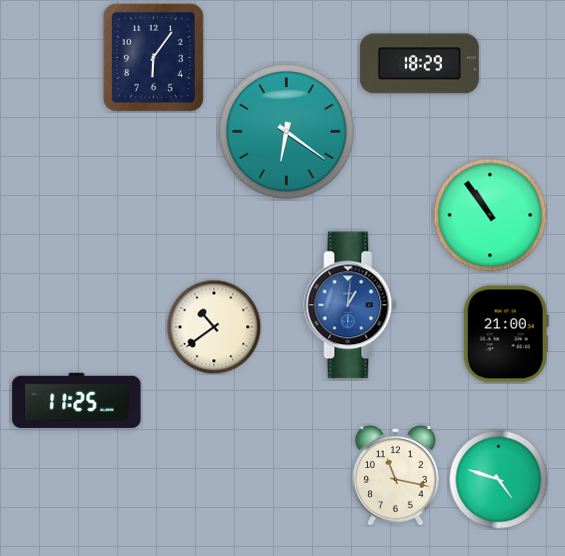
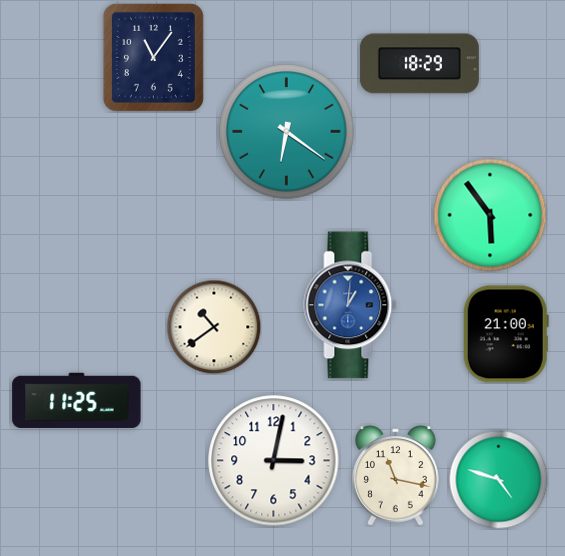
clock at (153, 57): 6:06 -> 11:06
clock at (490, 215): 10:54 -> 5:54
clock at (274, 461): none -> 3:02
